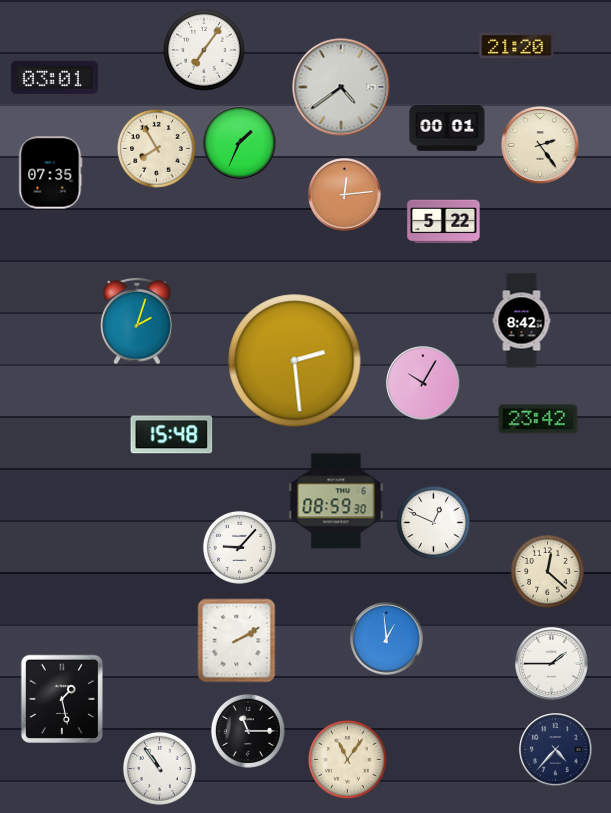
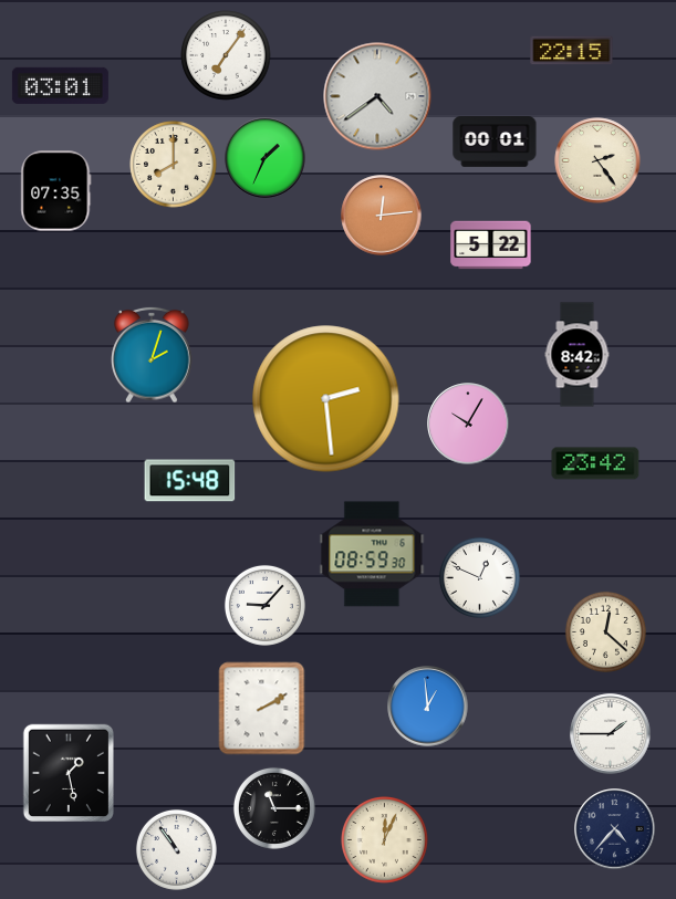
clock at (517, 46): 21:20 -> 22:15
clock at (157, 149): 7:55 -> 8:00
clock at (348, 760): 11:06 -> 12:04
